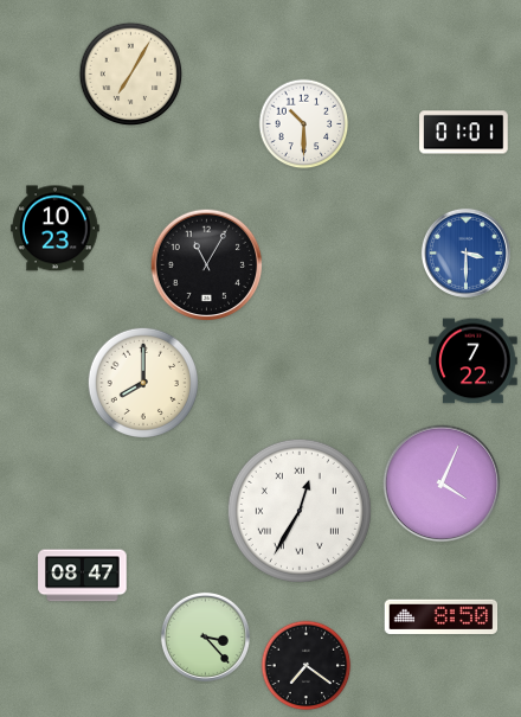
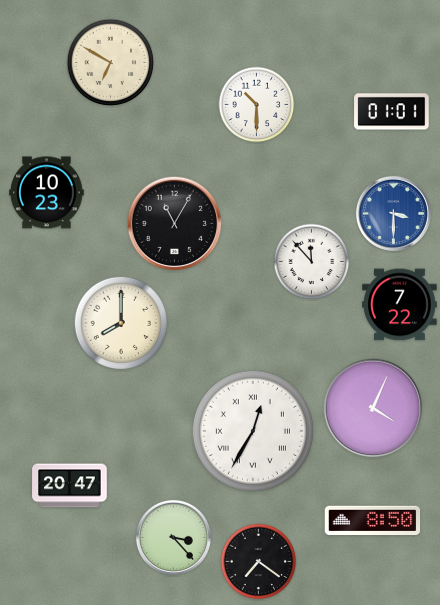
clock at (131, 75): 7:05 -> 6:50
clock at (312, 262): none -> 11:53
clock at (83, 576): 08:47 -> 20:47
